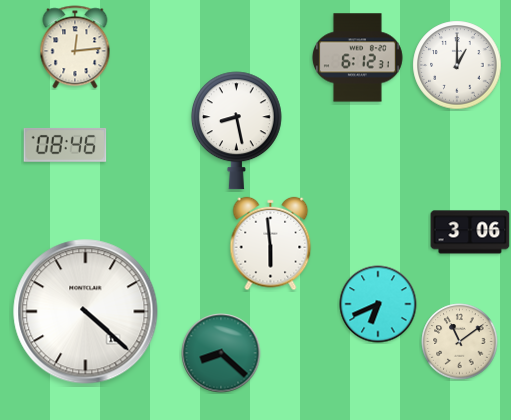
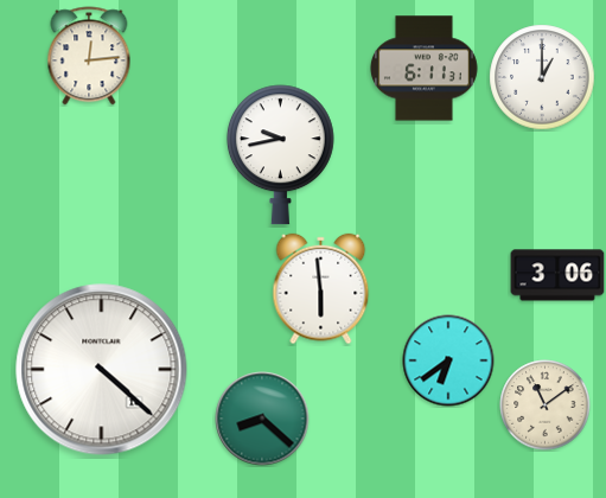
clock at (357, 58): 6:12 -> 6:11
clock at (236, 131): 8:28 -> 9:43
clock at (65, 145): 08:46 -> none
clock at (378, 304): 6:41 -> 6:39
